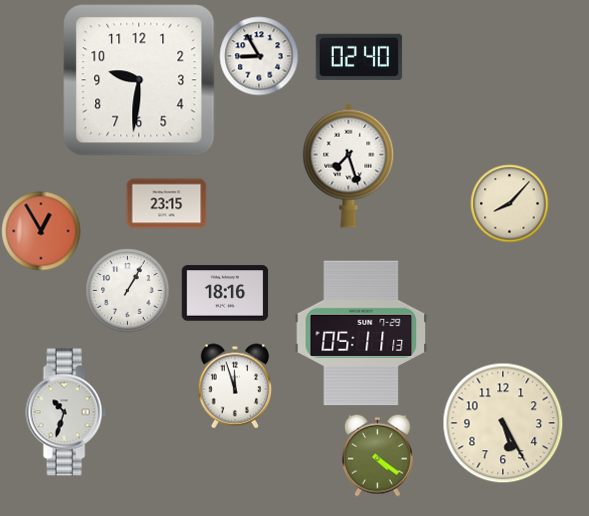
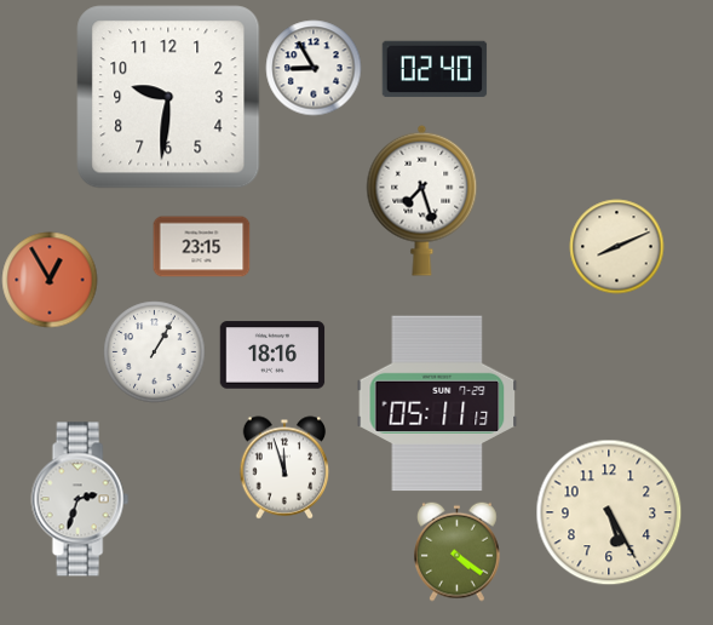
clock at (509, 203): 8:07 -> 8:11
clock at (66, 412): 10:33 -> 2:33
